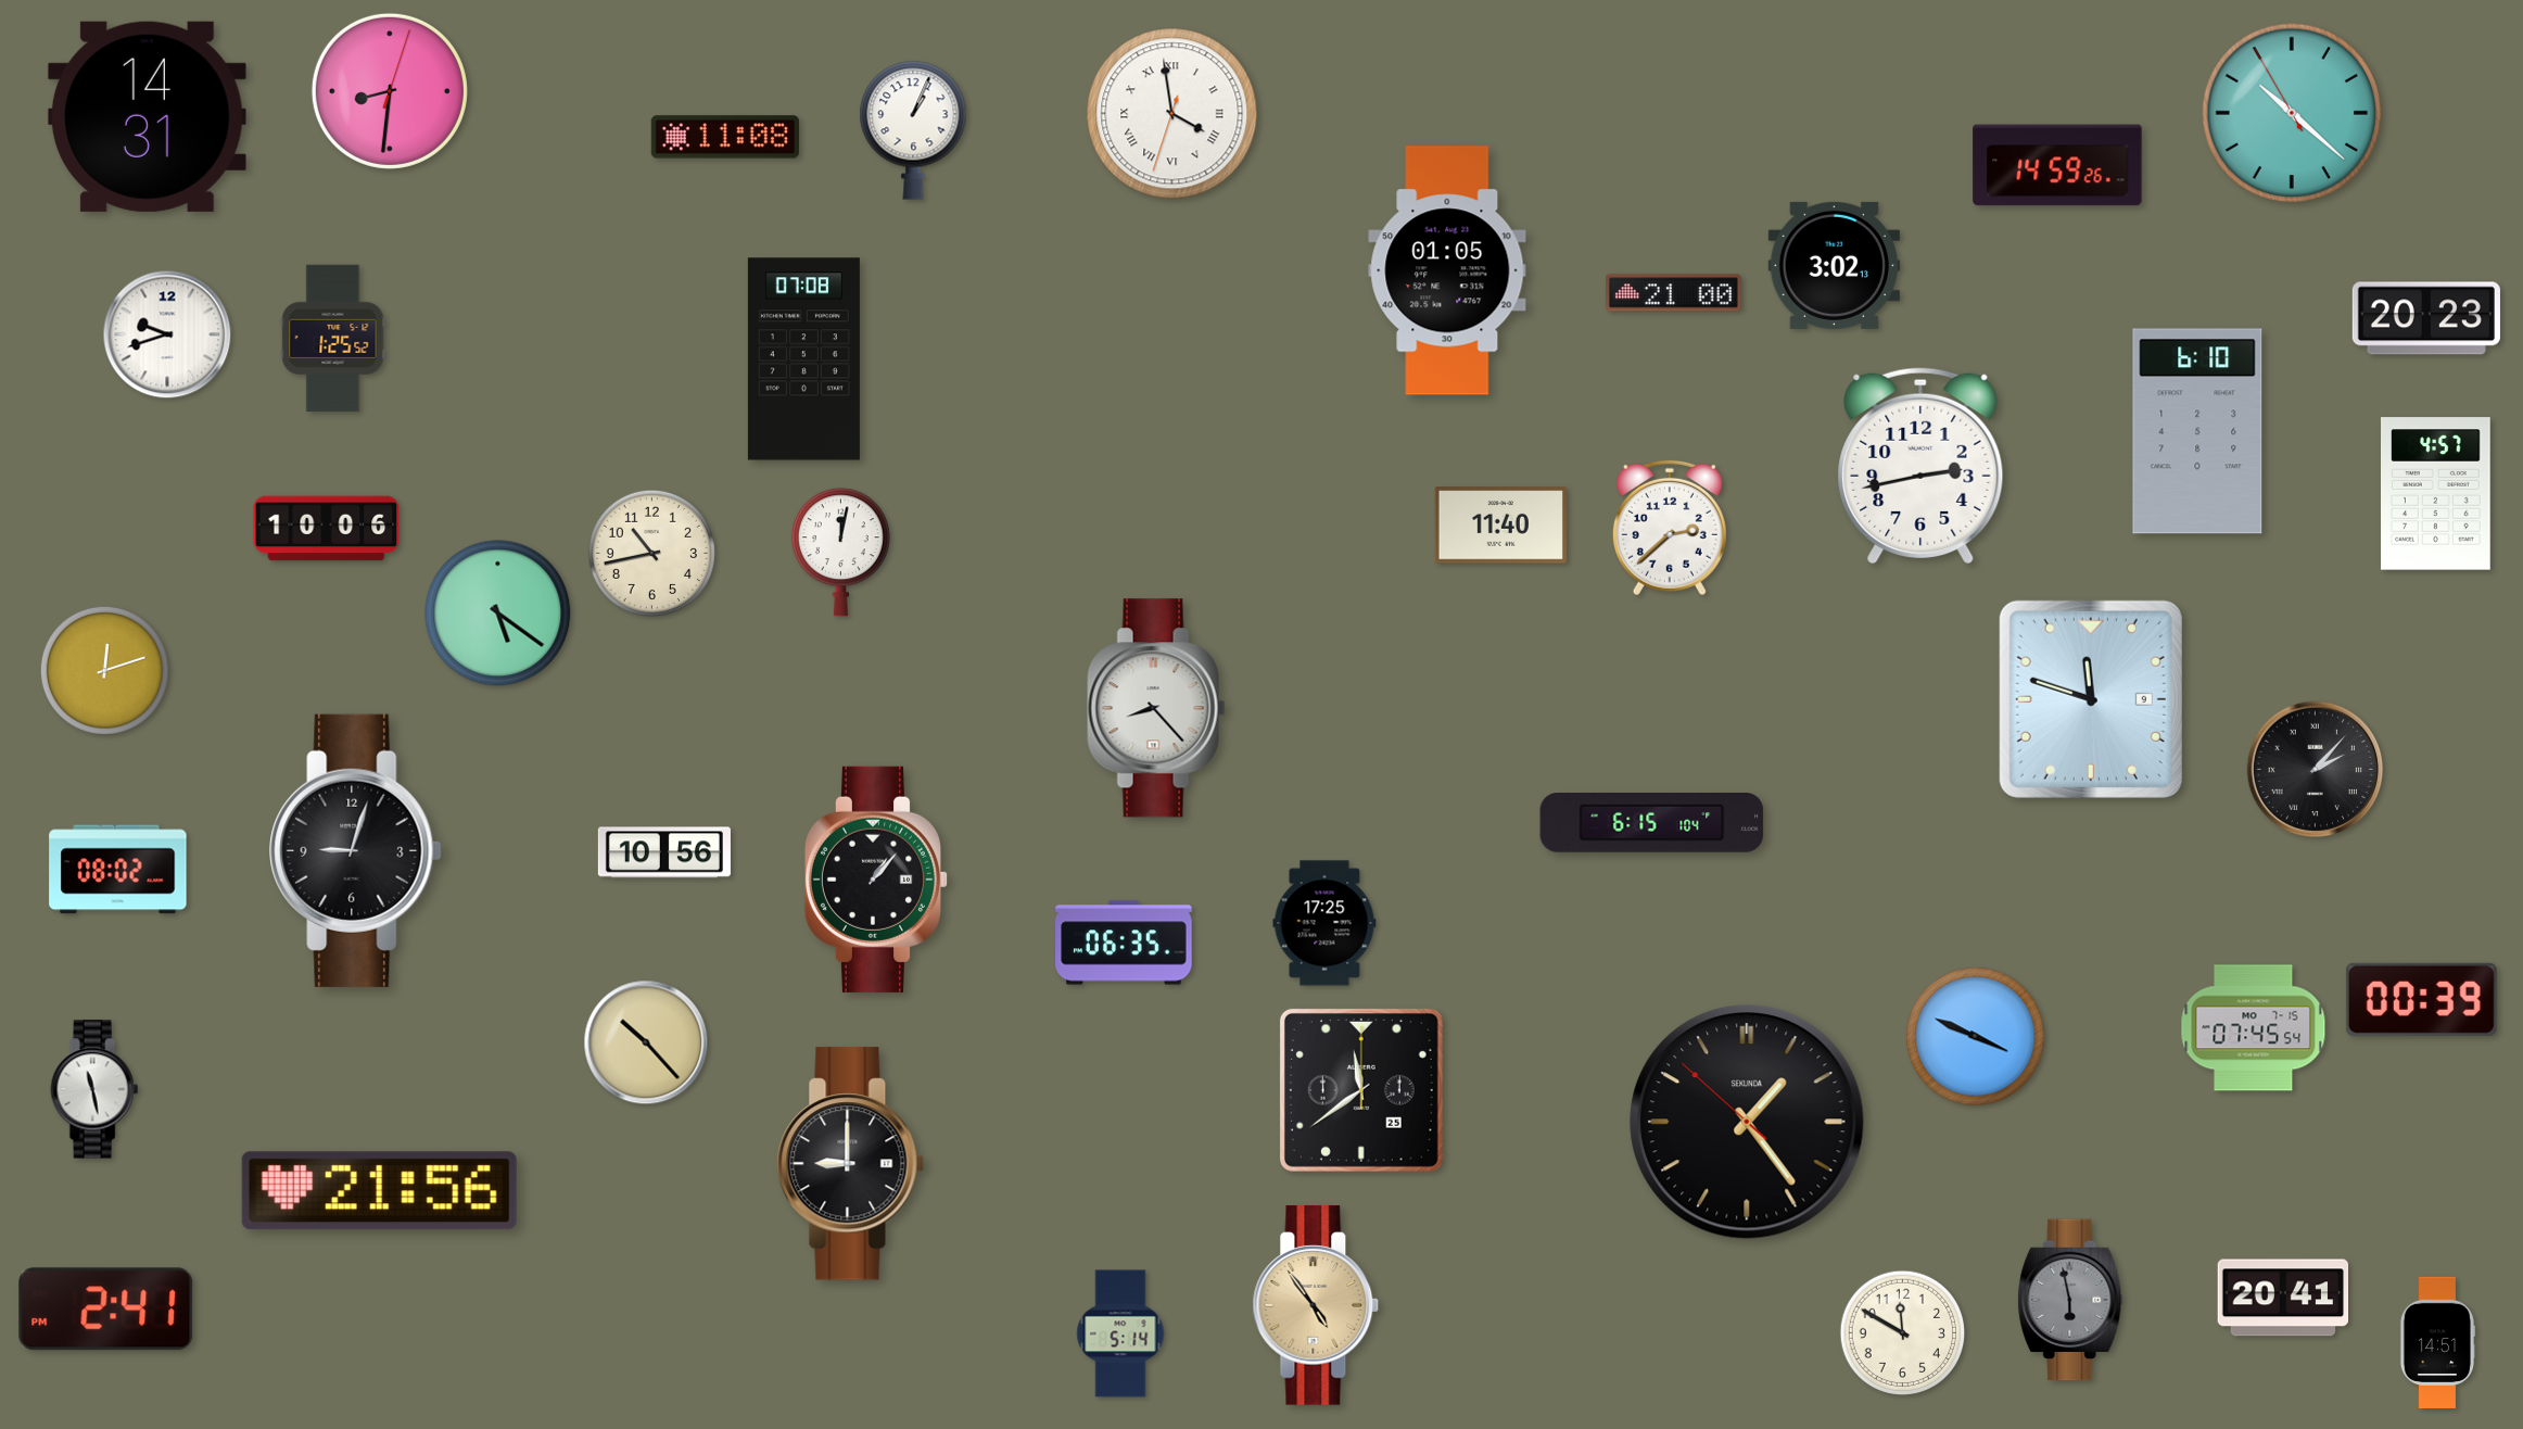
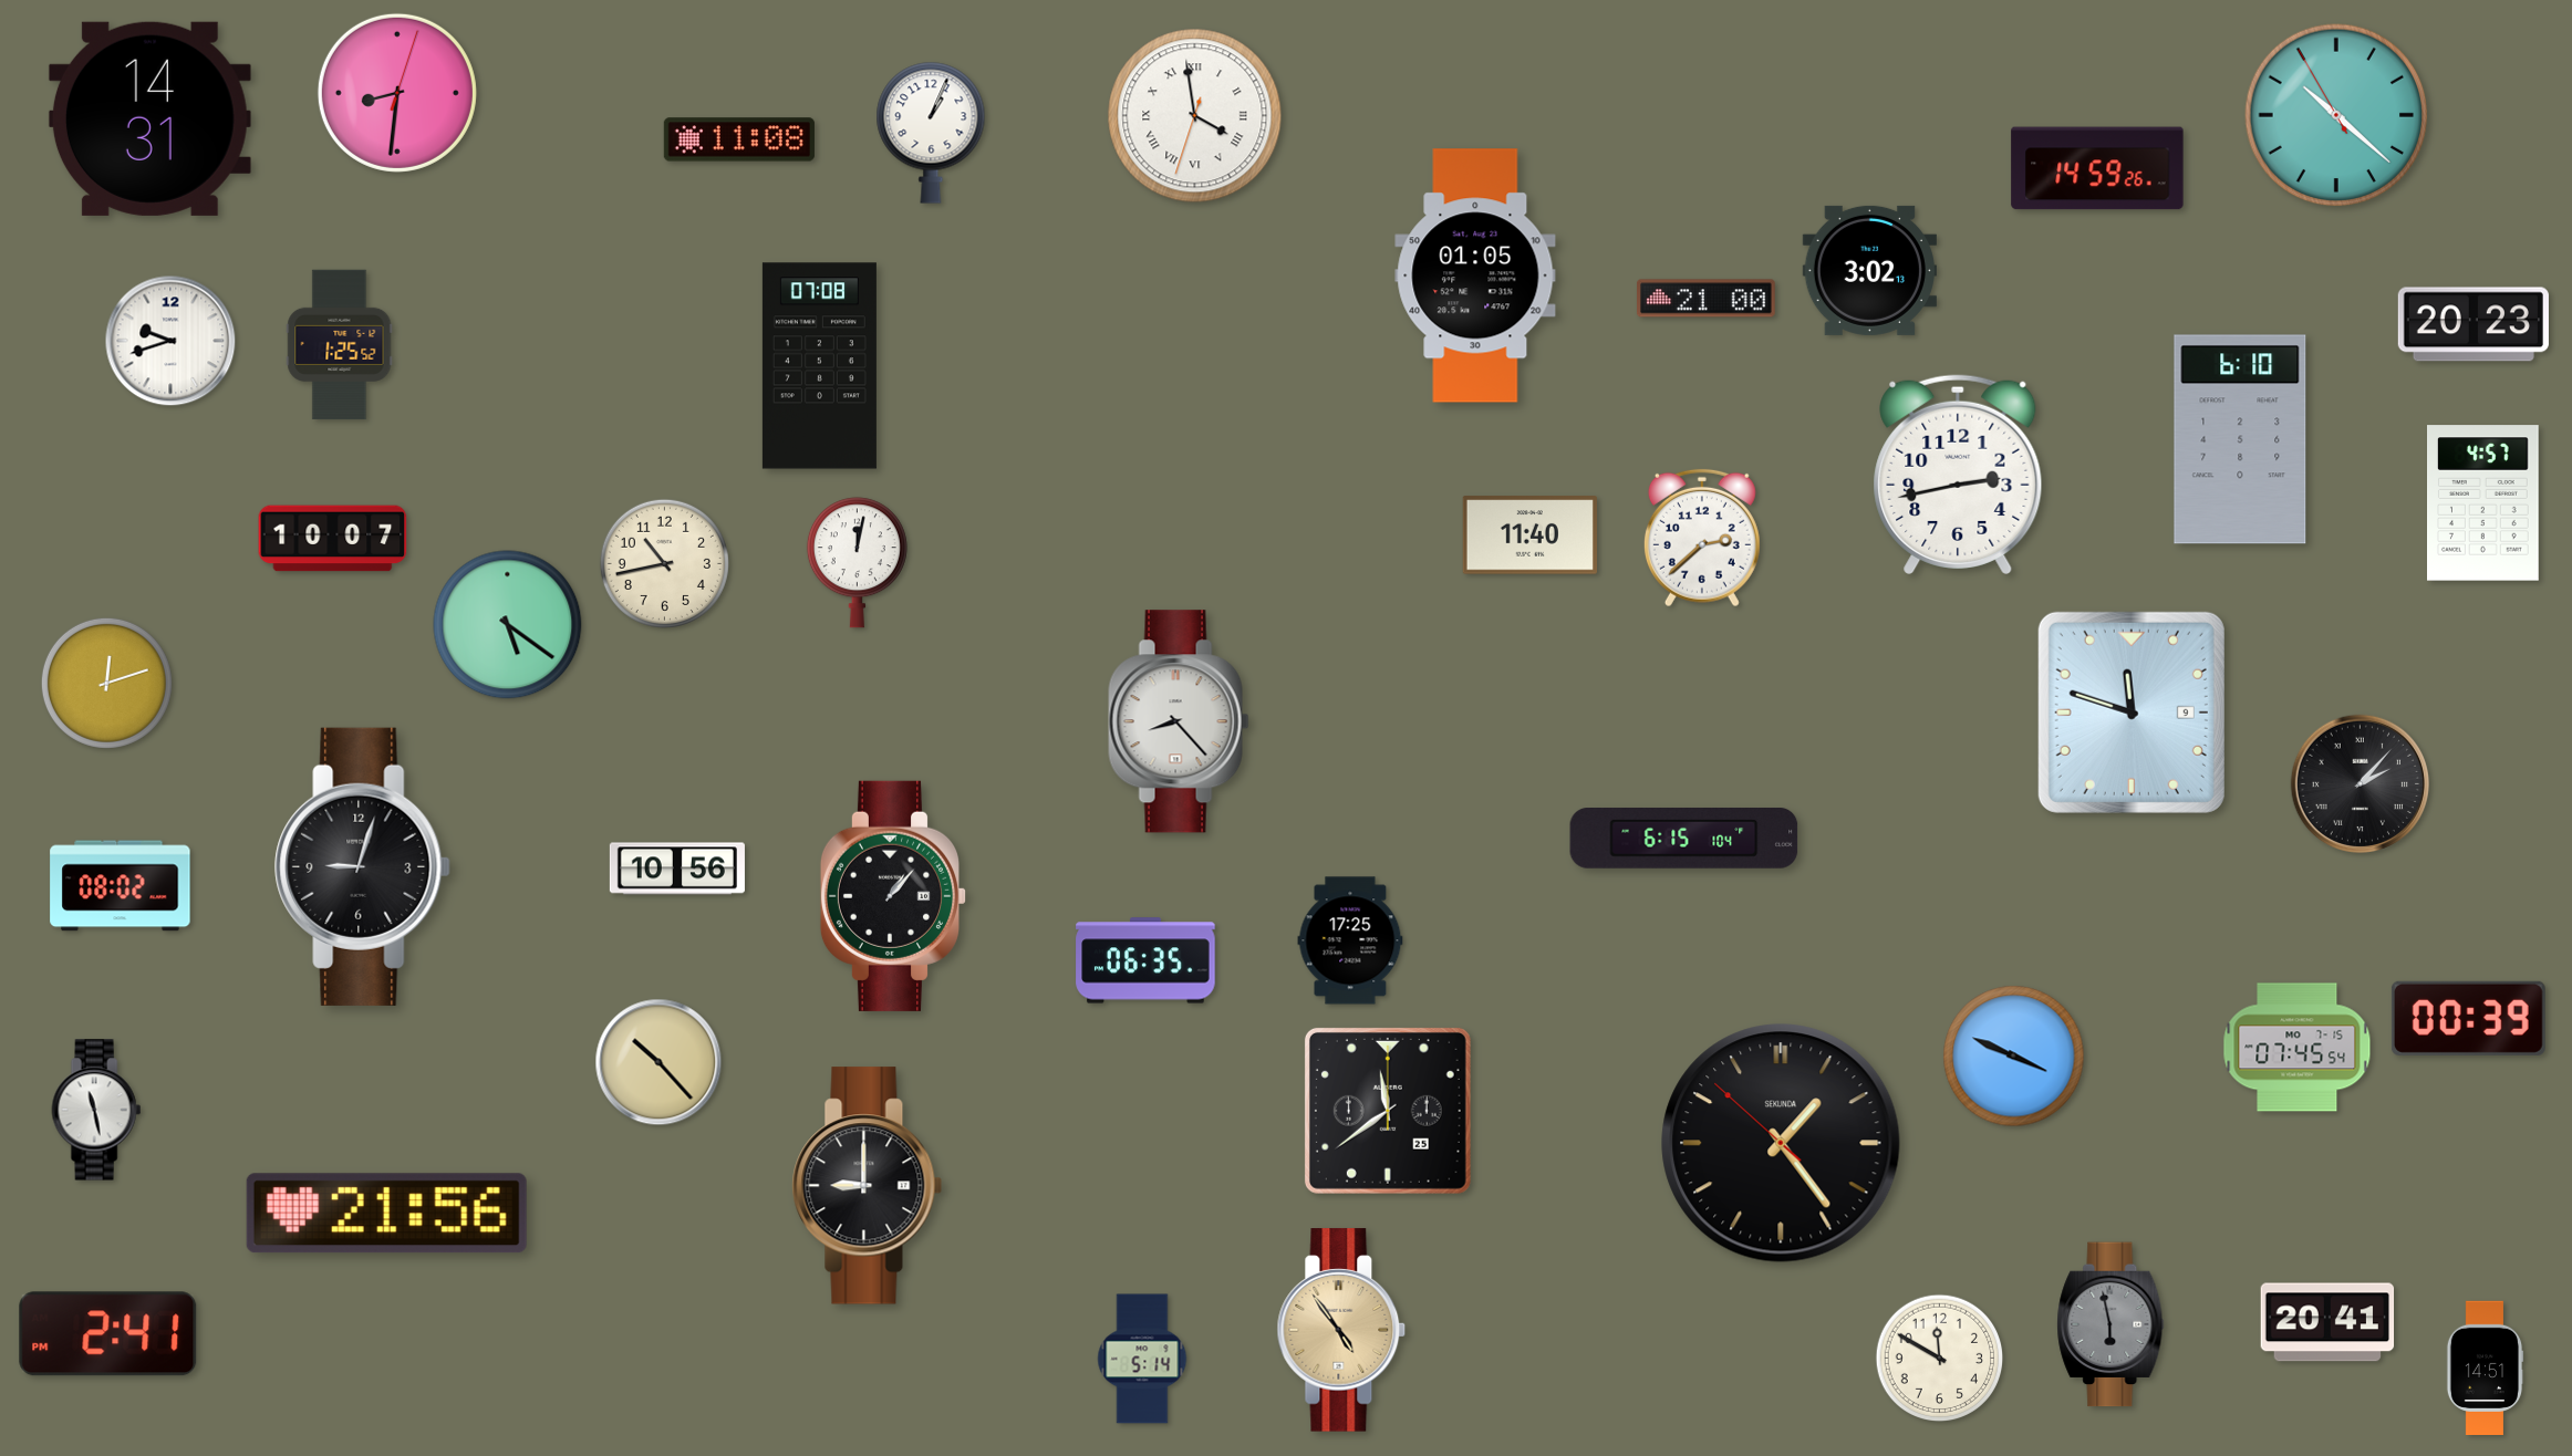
clock at (327, 529): 10:06 -> 10:07
